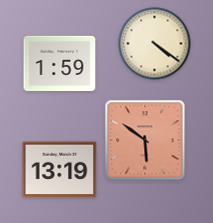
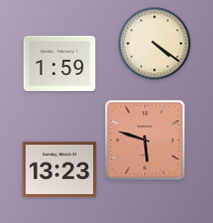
clock at (145, 140): 5:51 -> 5:48
clock at (60, 170): 13:19 -> 13:23
